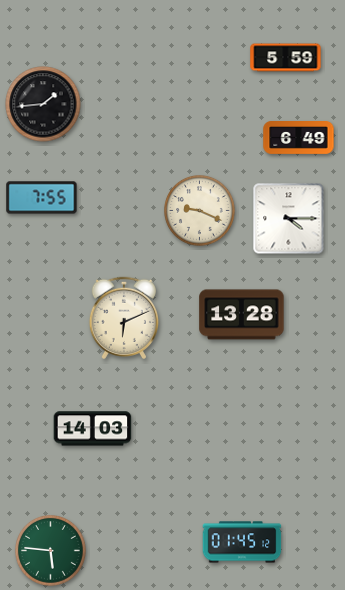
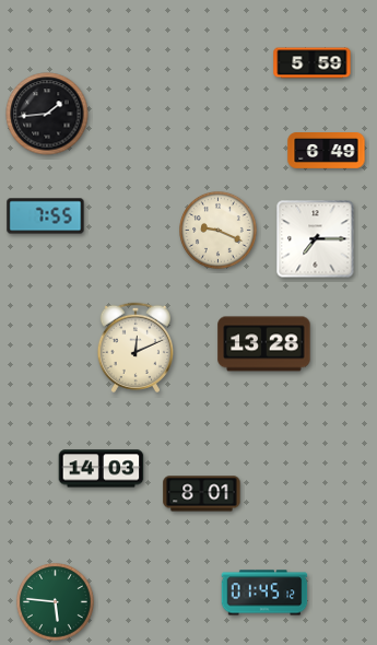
clock at (289, 219): 4:15 -> 7:15
clock at (123, 318): 6:11 -> 12:11
clock at (202, 494): none -> 8:01
